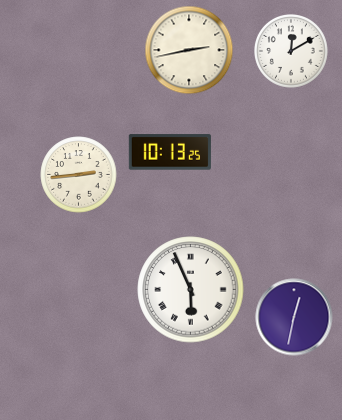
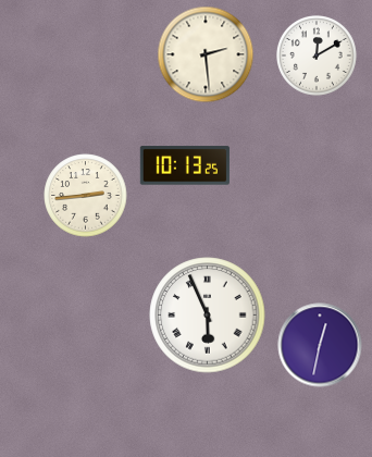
clock at (189, 50): 2:43 -> 2:29
clock at (79, 175) position: (79, 175) -> (86, 196)
